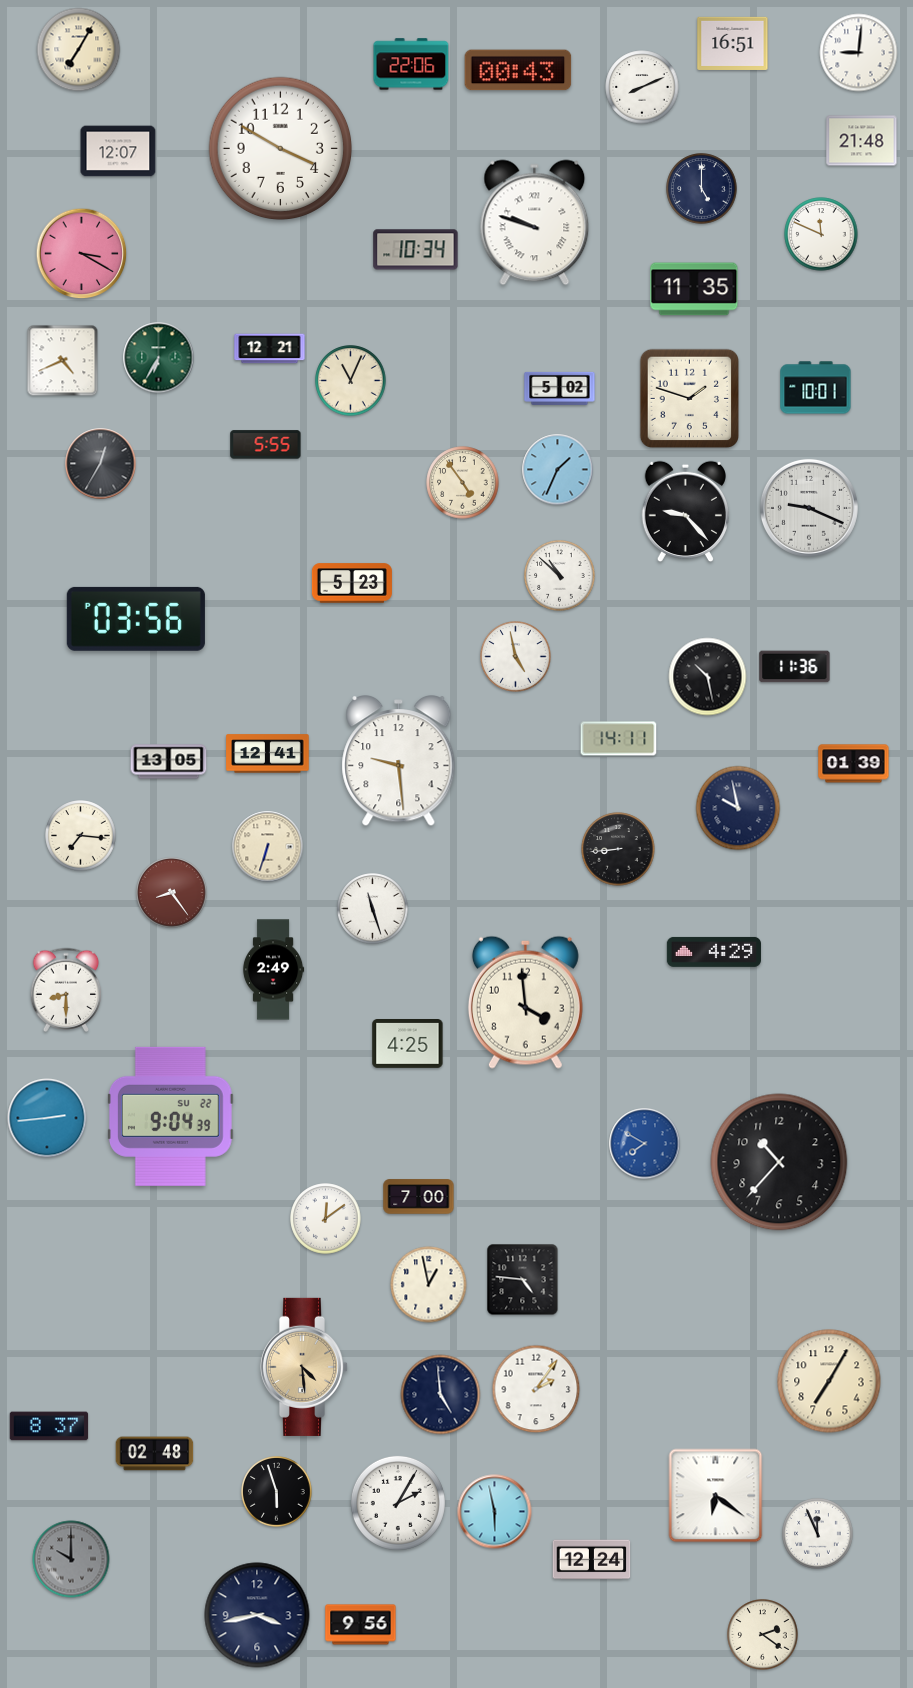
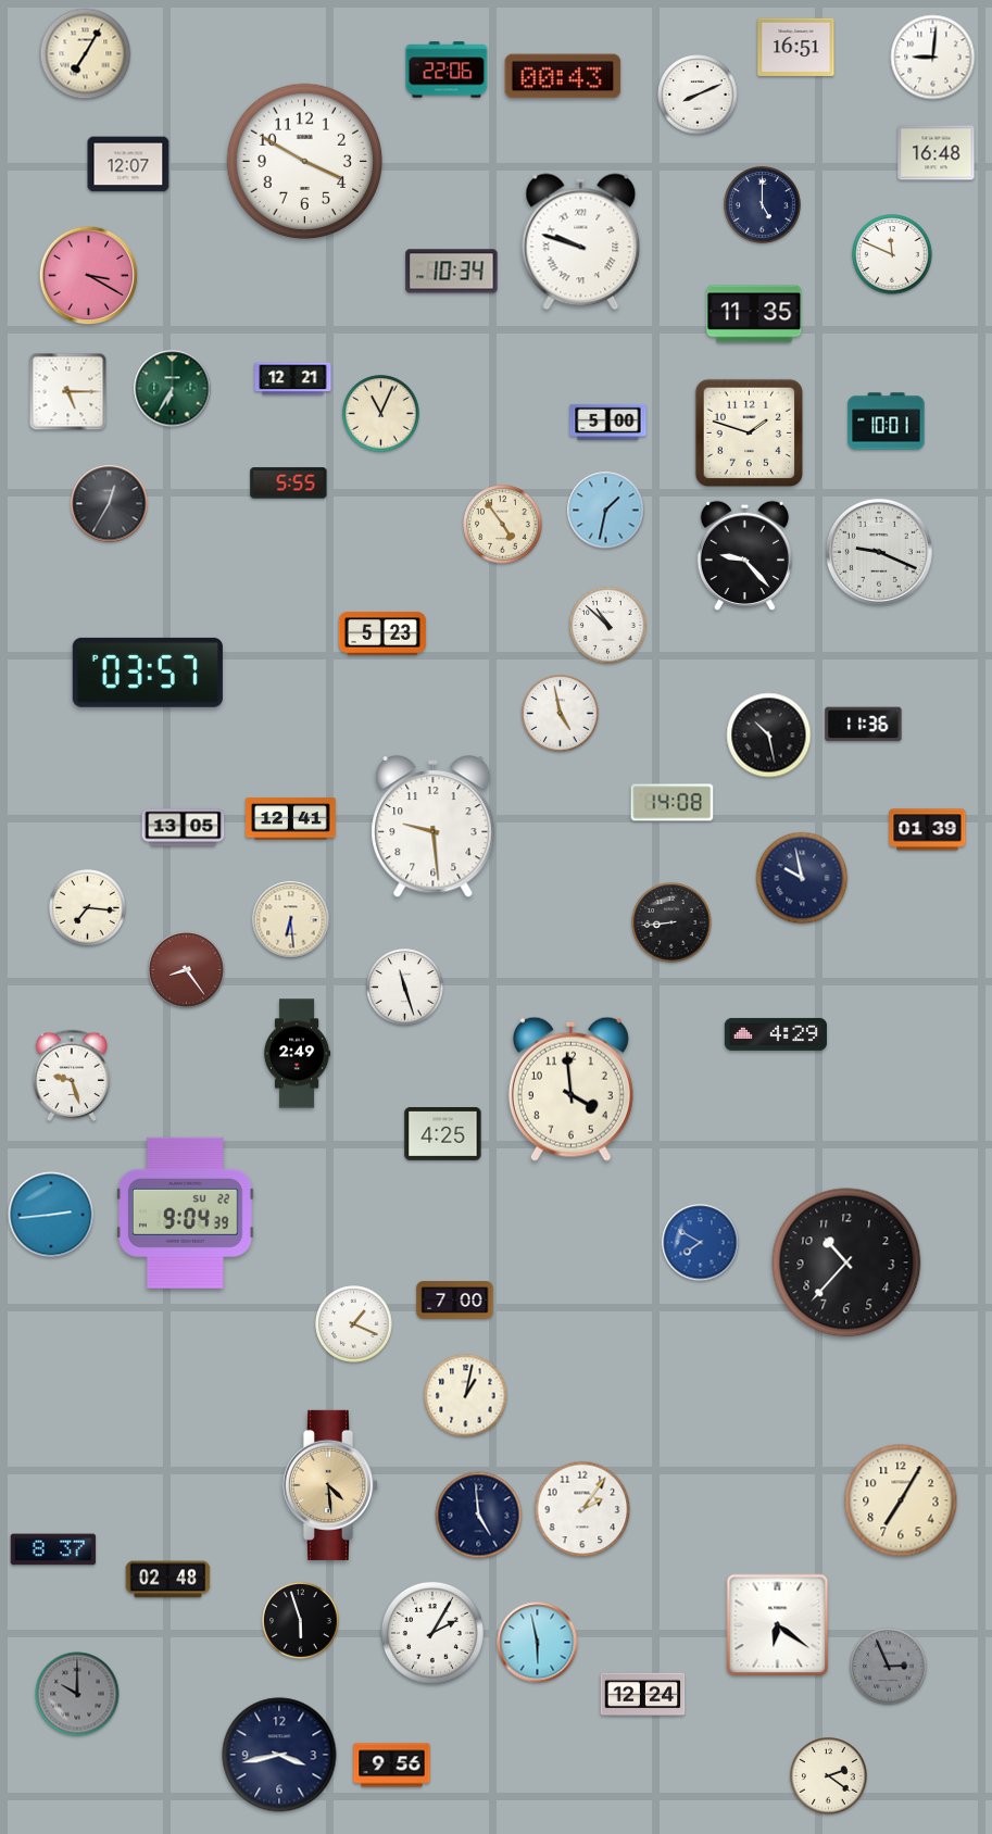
clock at (862, 141): 21:48 -> 16:48
clock at (63, 361): 4:41 -> 5:15
clock at (560, 388): 5:02 -> 5:00
clock at (558, 470): 1:34 -> 1:32
clock at (136, 619): 03:56 -> 03:57
clock at (619, 739): 14:11 -> 14:08
clock at (268, 847): 6:33 -> 6:29
clock at (66, 989): 8:30 -> 9:27
clock at (326, 1219): 12:09 -> 1:19
clock at (523, 1280): 4:46 -> none
clock at (429, 1285): 12:58 -> 1:02
clock at (818, 1534): 11:56 -> 2:56
clock at (818, 1534) dial: white -> grey
